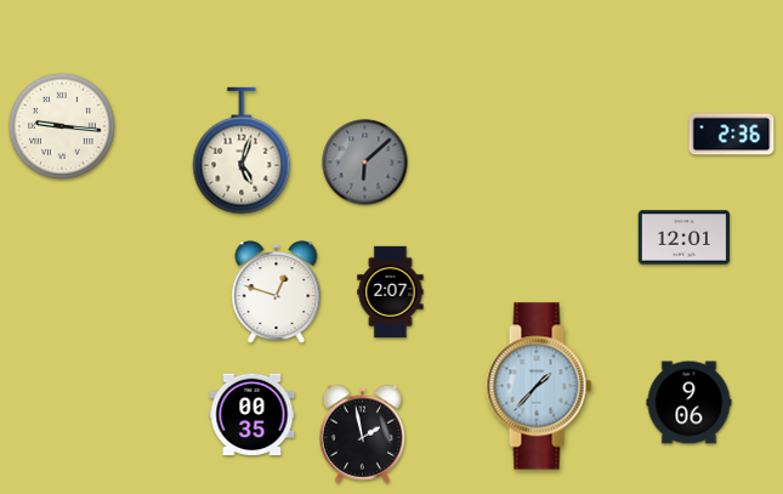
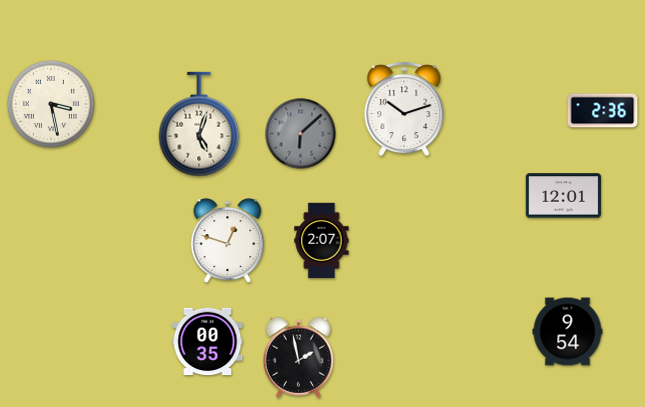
clock at (62, 126): 9:16 -> 3:28
clock at (404, 109): none -> 10:12
clock at (539, 386): 1:37 -> none
clock at (690, 403): 9:06 -> 9:54
